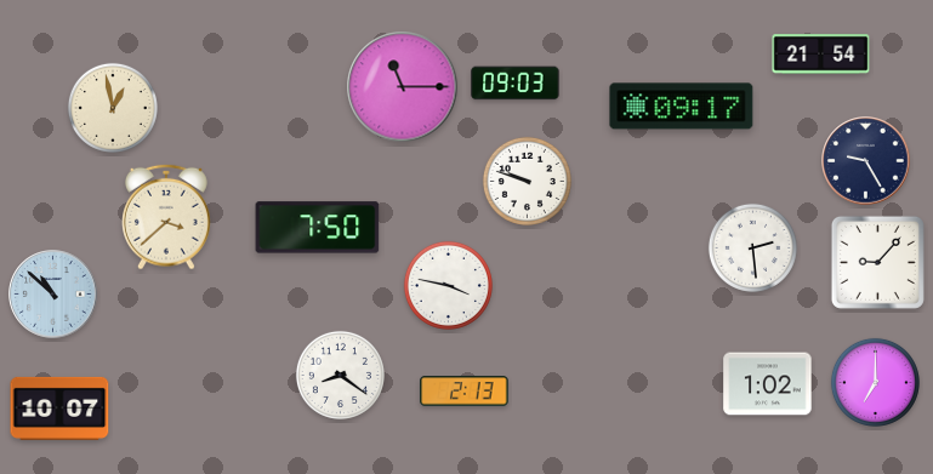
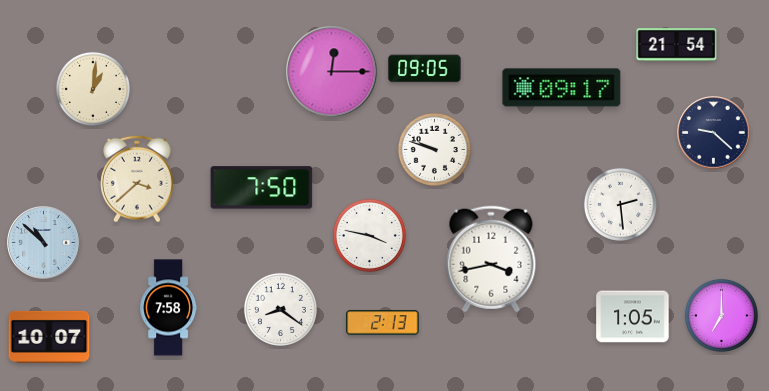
clock at (516, 84): 09:03 -> 09:05
clock at (403, 87): 11:15 -> 12:15
clock at (113, 108): 12:58 -> 1:01
clock at (866, 161): 9:25 -> 9:22
clock at (877, 262): 9:07 -> none
clock at (491, 259): none -> 3:43
clock at (168, 308): none -> 7:58
clock at (768, 384): 1:02 -> 1:05
